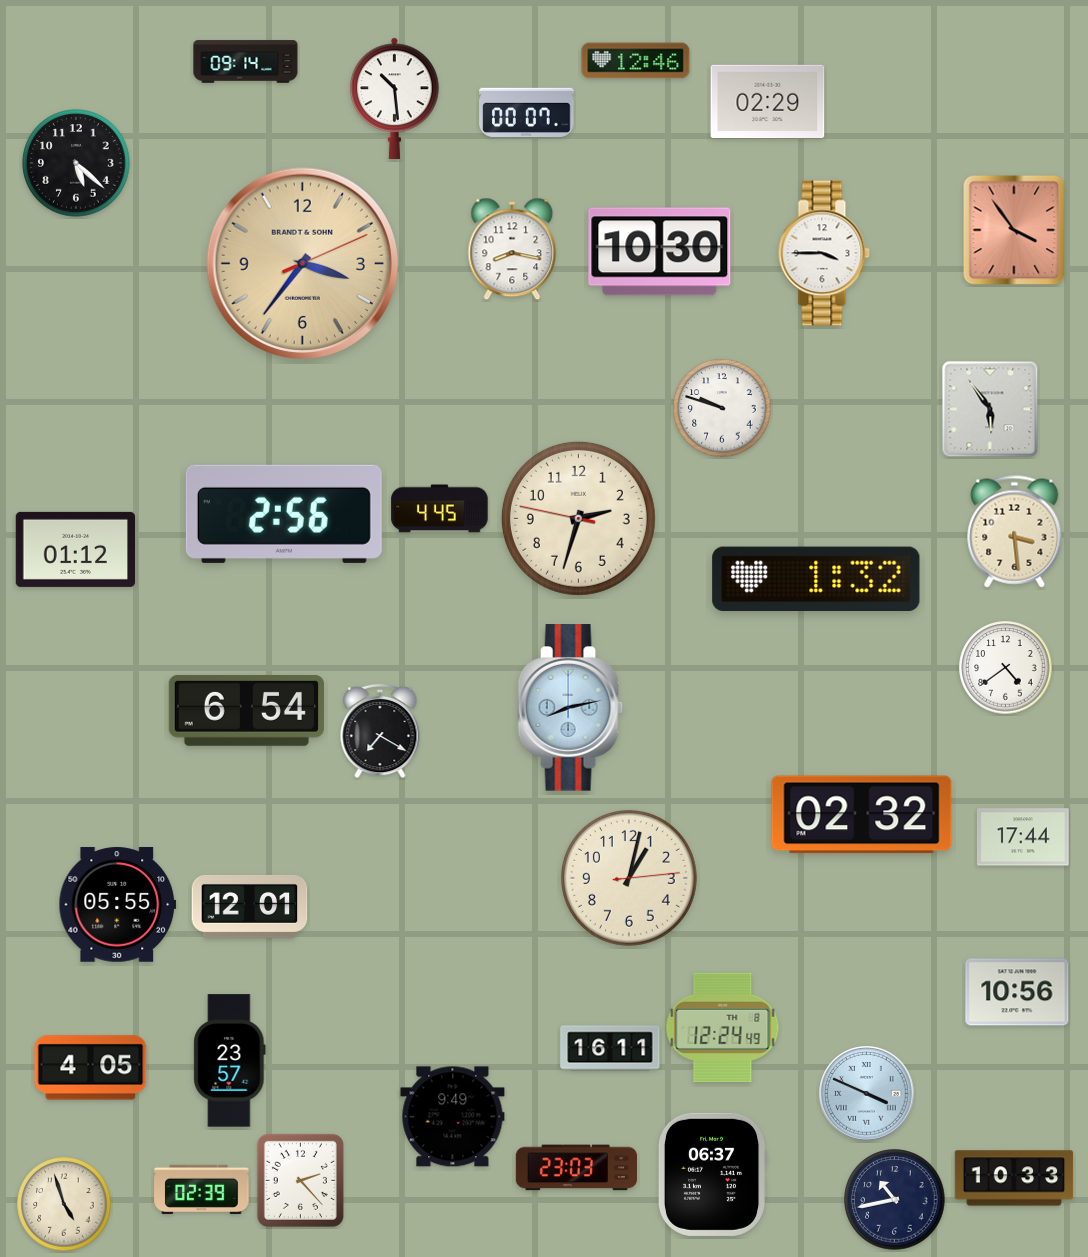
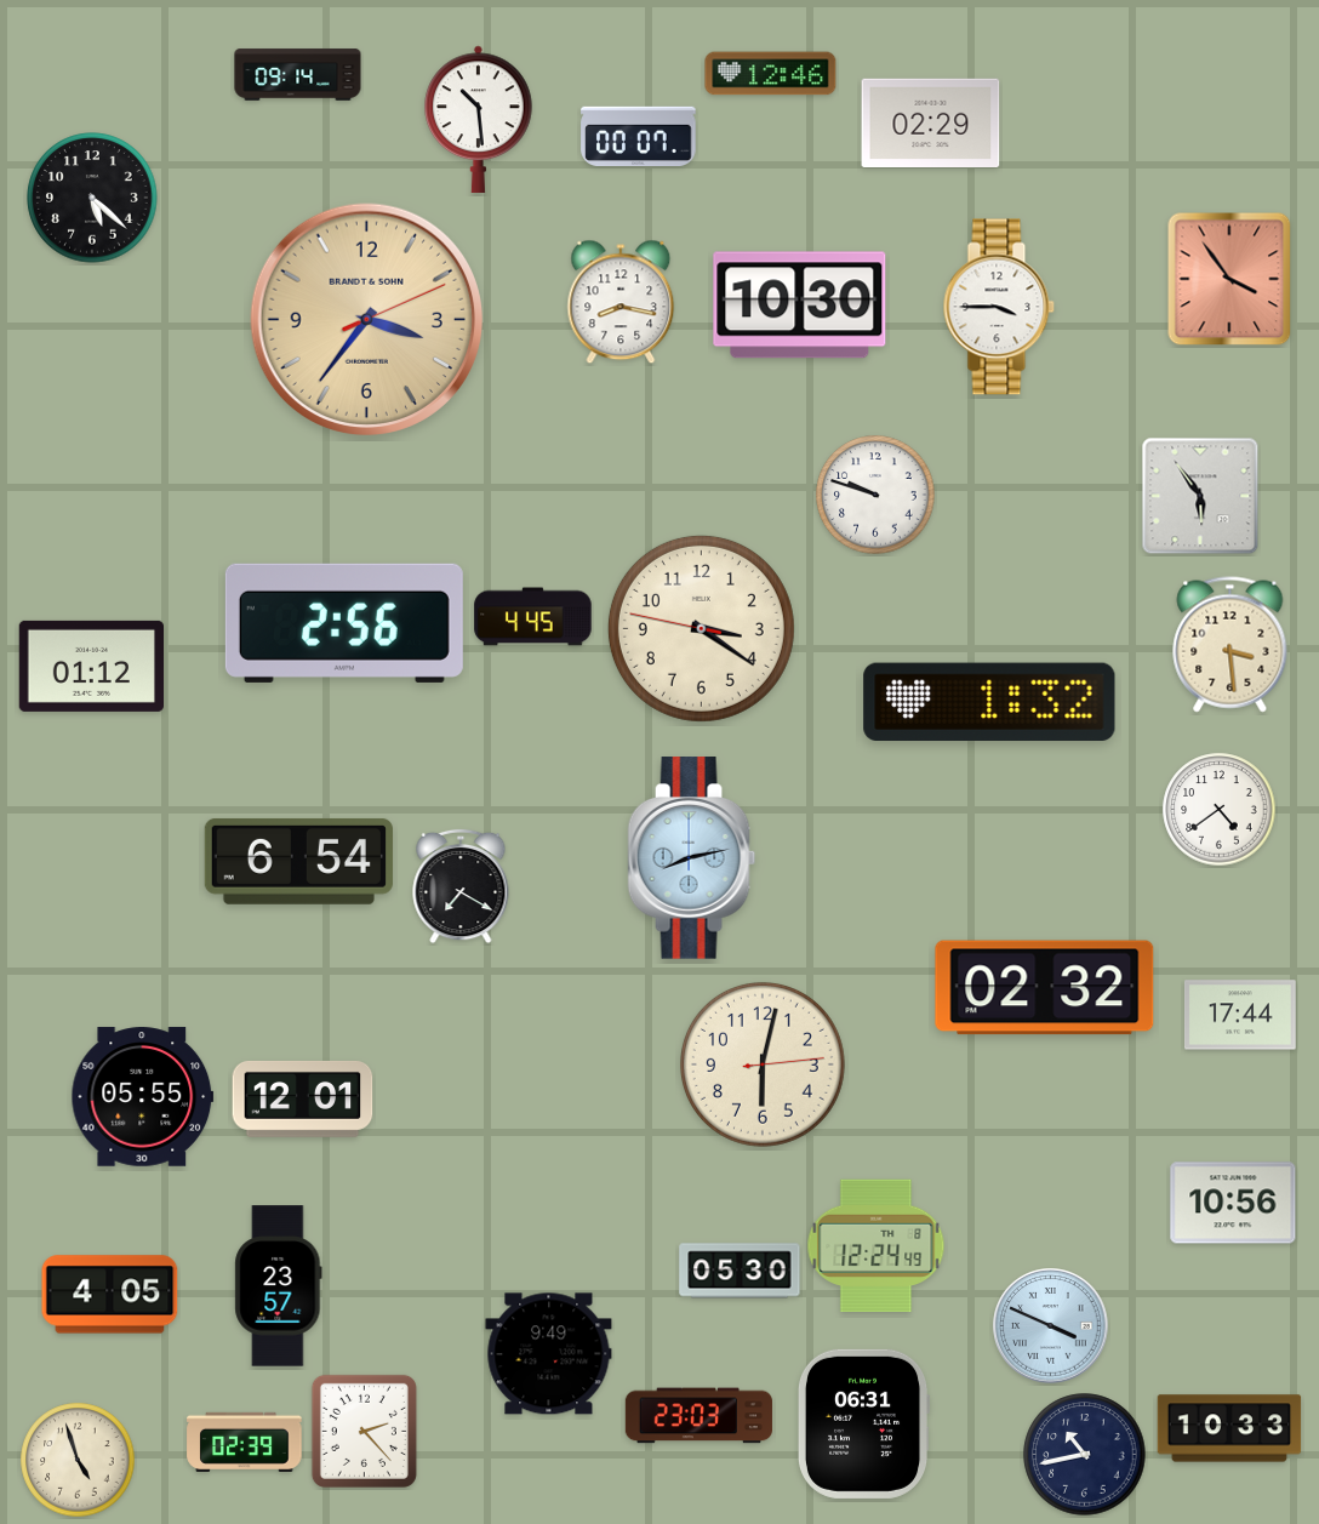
clock at (578, 518): 2:32 -> 3:20
clock at (629, 878): 1:02 -> 6:02
clock at (610, 1048): 16:11 -> 05:30
clock at (712, 1174): 06:37 -> 06:31
